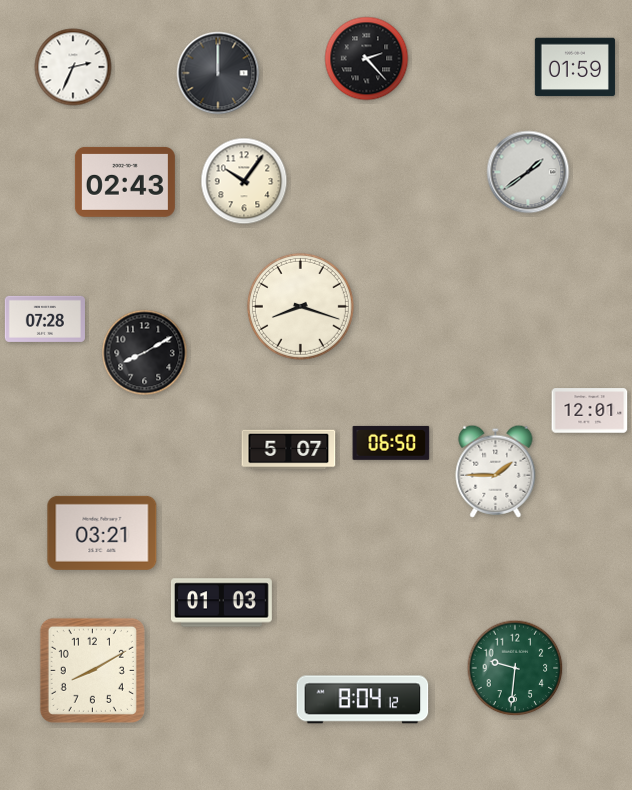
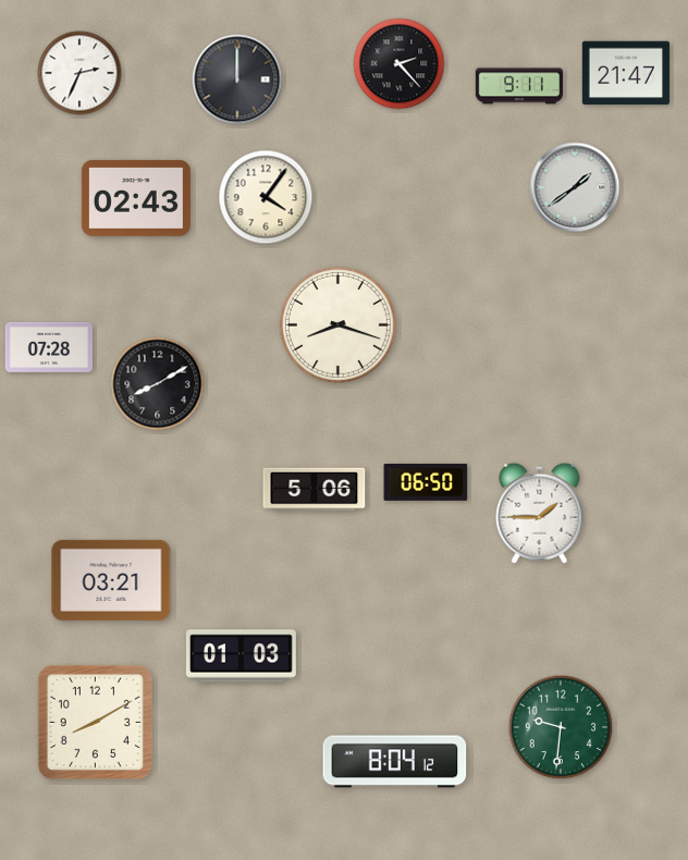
clock at (574, 67): 01:59 -> 21:47
clock at (518, 86): none -> 9:11
clock at (244, 181): 10:06 -> 4:06
clock at (300, 306) position: (300, 306) -> (337, 324)
clock at (590, 411): 12:01 -> none
clock at (289, 450): 5:07 -> 5:06
clock at (92, 670) position: (92, 670) -> (95, 722)
